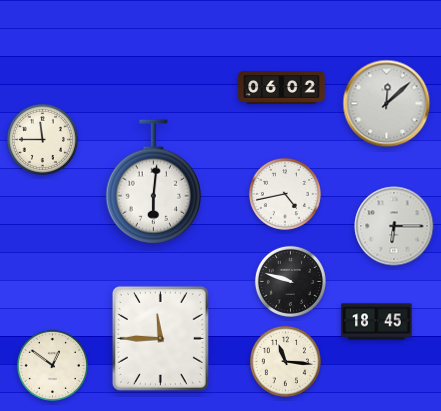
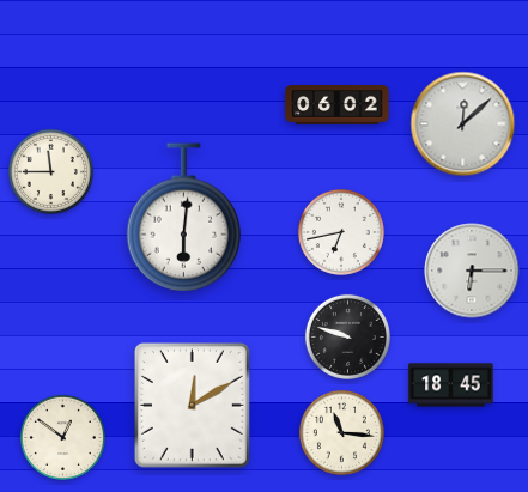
clock at (42, 139) position: (42, 139) -> (50, 171)
clock at (285, 194): 4:43 -> 6:43
clock at (160, 338): 11:45 -> 12:10
